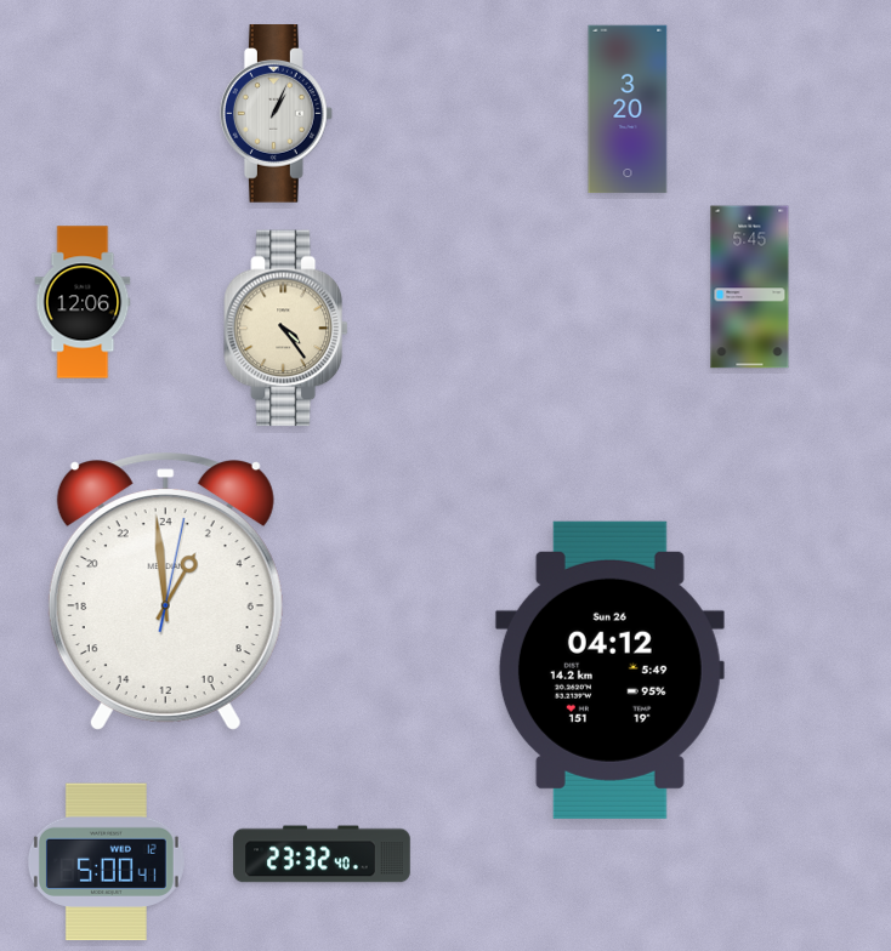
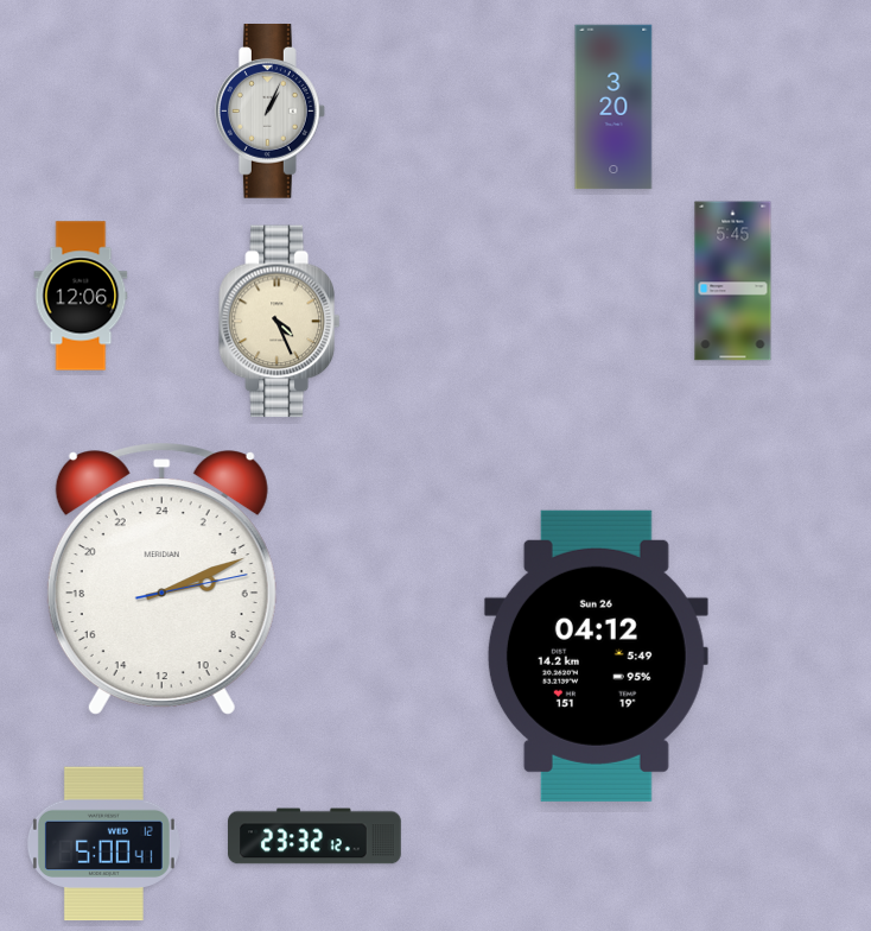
clock at (286, 329): 4:24 -> 4:26
clock at (165, 591): 1:59 -> 5:11
clock at (322, 854): 23:32:40 -> 23:32:12
